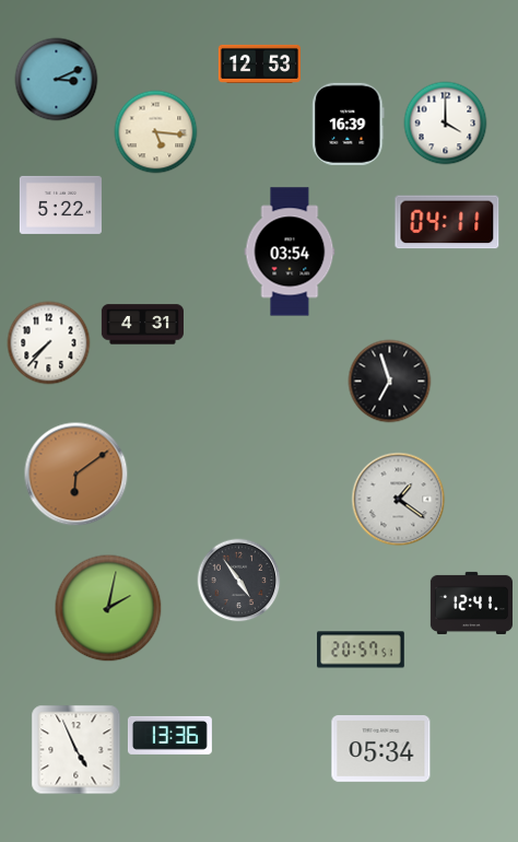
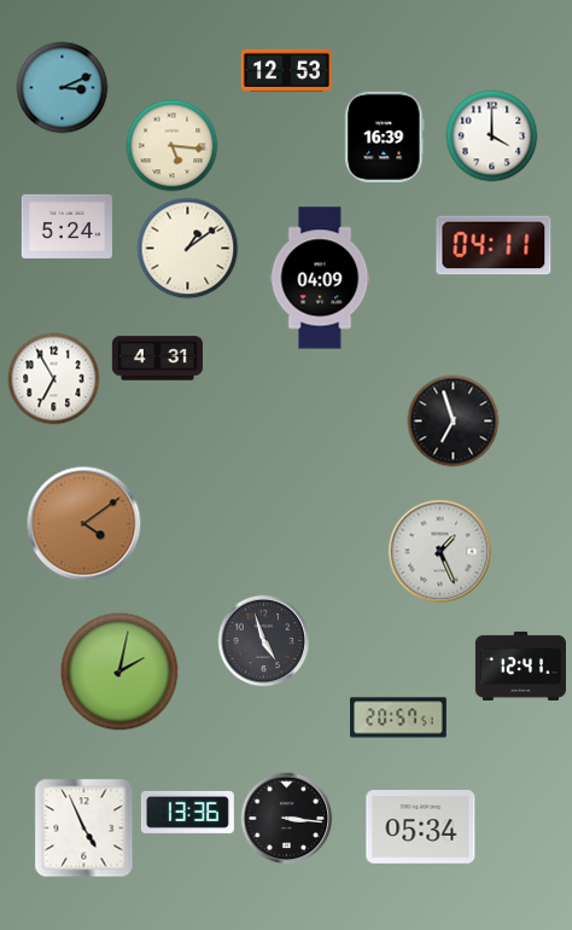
clock at (60, 204): 5:22 -> 5:24
clock at (188, 249): none -> 1:09
clock at (290, 252): 03:54 -> 04:09
clock at (49, 343): 7:37 -> 6:55
clock at (390, 382) position: (390, 382) -> (454, 422)
clock at (76, 475): 6:09 -> 4:09
clock at (399, 500): 1:21 -> 1:26
clock at (239, 581): 4:54 -> 4:57
clock at (287, 819): none -> 3:16
